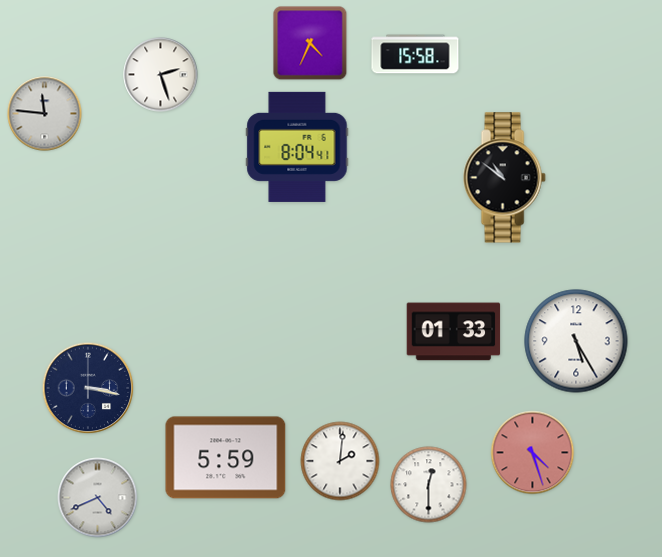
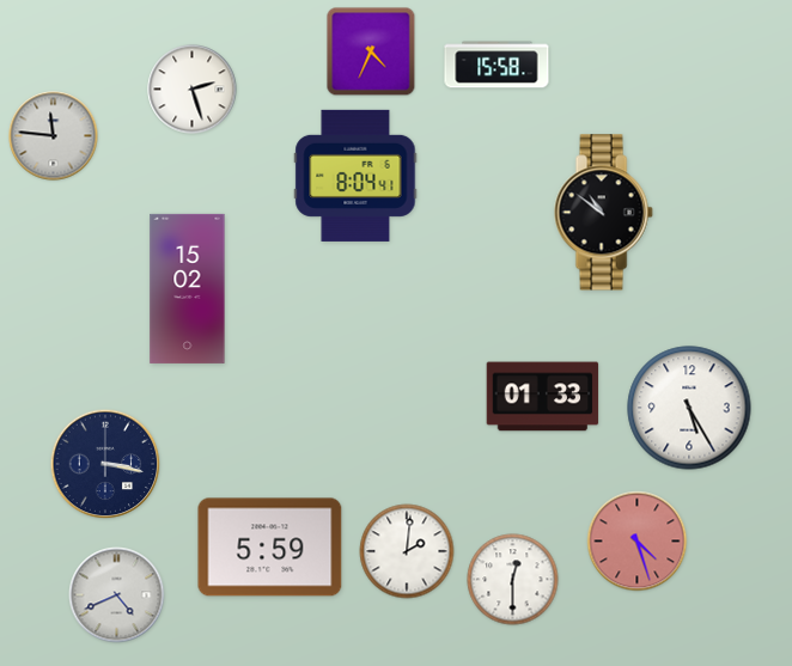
clock at (188, 288): none -> 15:02
